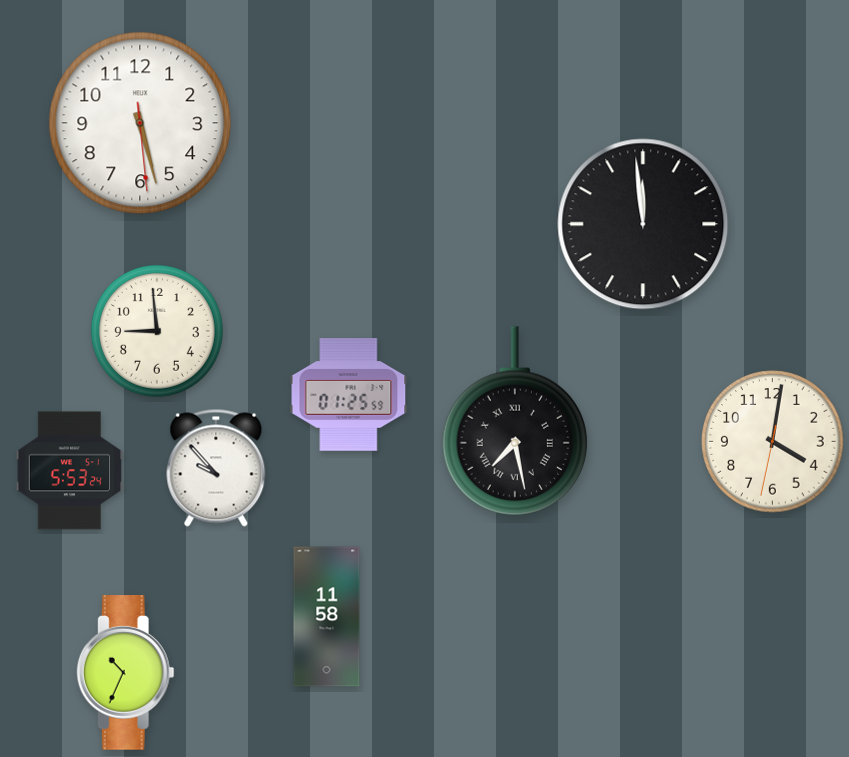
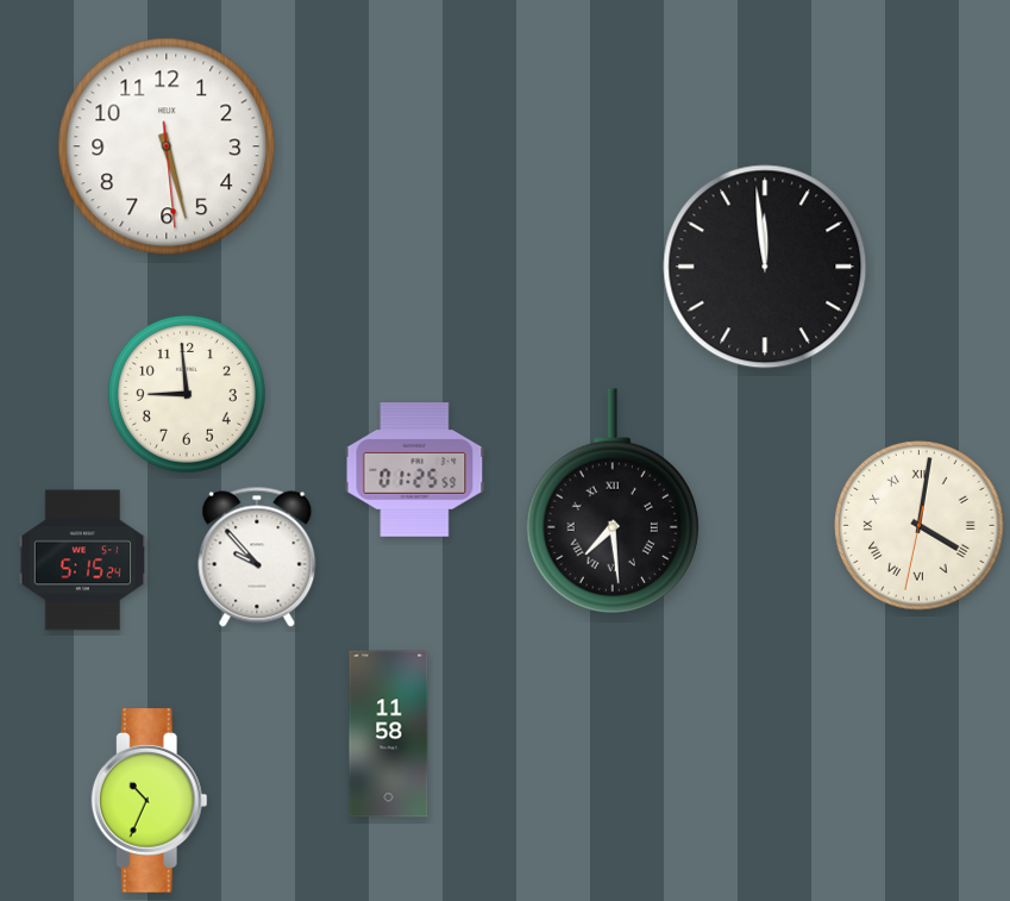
clock at (515, 421): 7:28 -> 7:29
clock at (773, 442) numerals: Arabic -> Roman
clock at (69, 471): 5:53 -> 5:15
